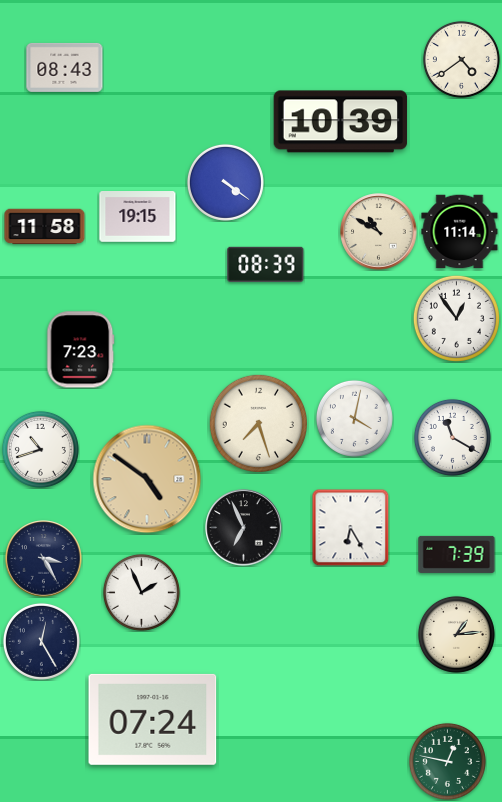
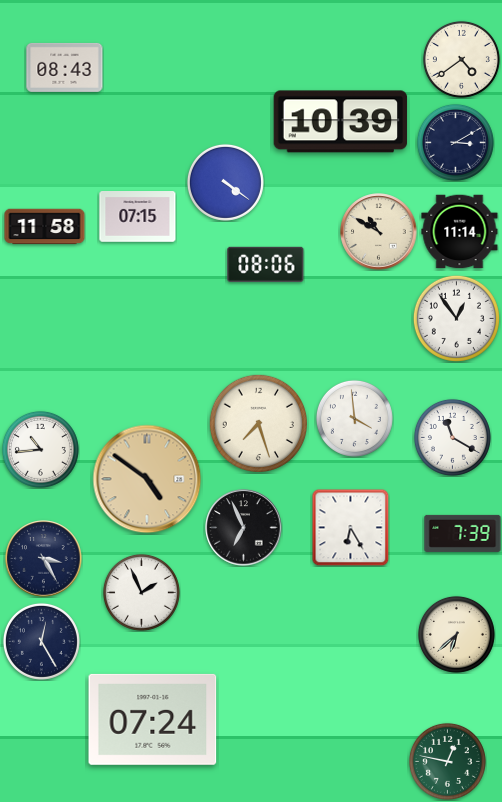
clock at (455, 142): none -> 3:10
clock at (138, 217): 19:15 -> 07:15
clock at (266, 264): 08:39 -> 08:06
clock at (81, 350): 7:23 -> none
clock at (354, 418): 4:02 -> 3:59
clock at (40, 449): 10:42 -> 10:44
clock at (457, 554) position: (457, 554) -> (463, 533)
clock at (456, 634): 1:14 -> 6:38
